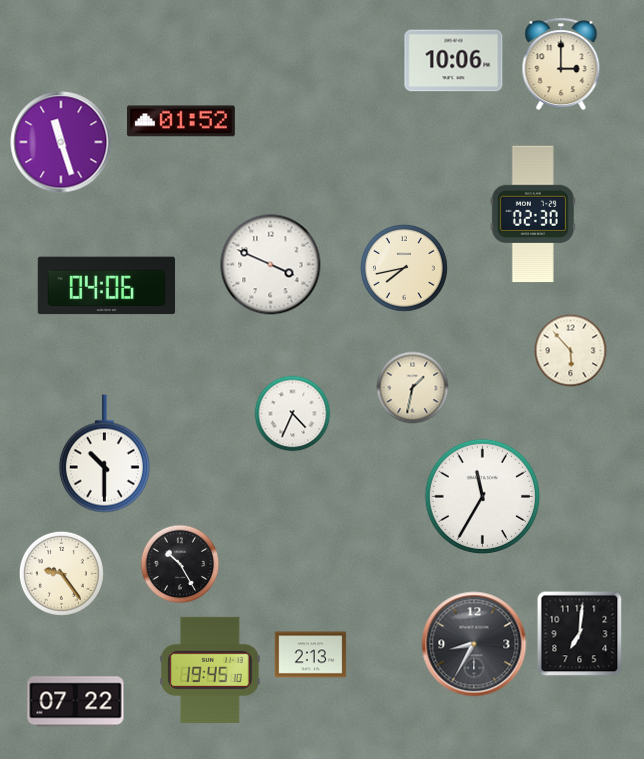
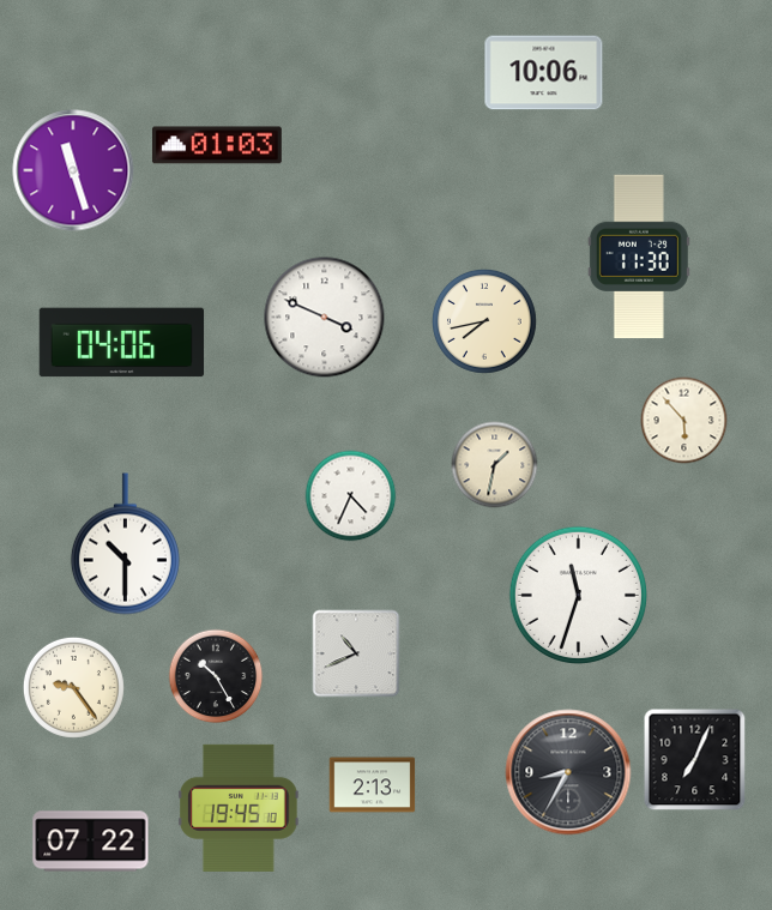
clock at (561, 64): 3:00 -> none
clock at (181, 121): 01:52 -> 01:03
clock at (533, 214): 02:30 -> 11:30
clock at (107, 286) position: (107, 286) -> (122, 343)
clock at (482, 496): 11:35 -> 11:33
clock at (356, 653): none -> 10:41
clock at (580, 634): 7:01 -> 7:04
clock at (211, 670) position: (211, 670) -> (240, 808)
